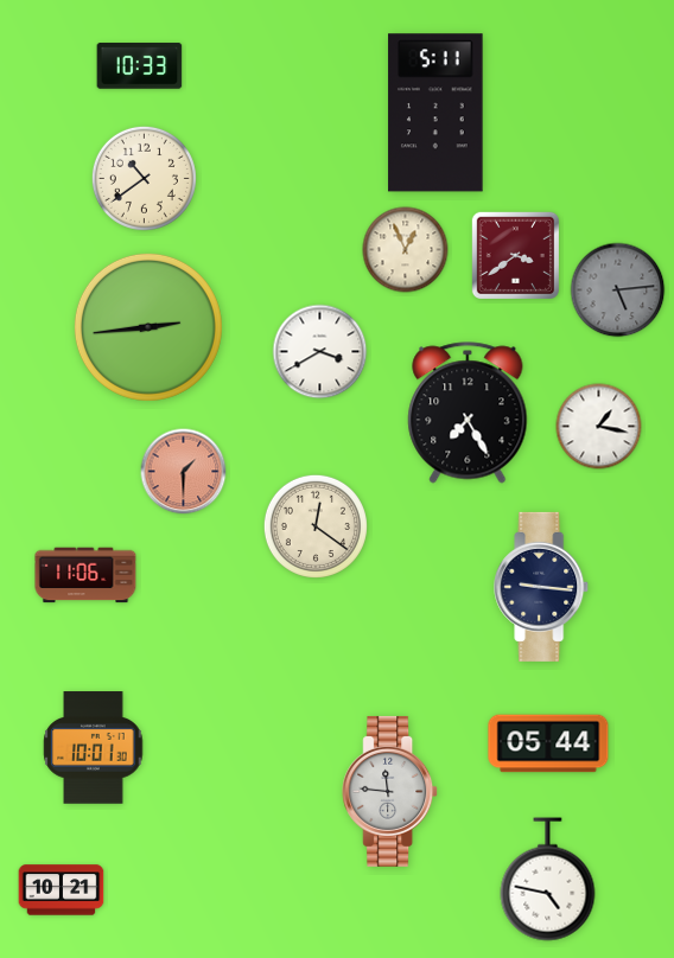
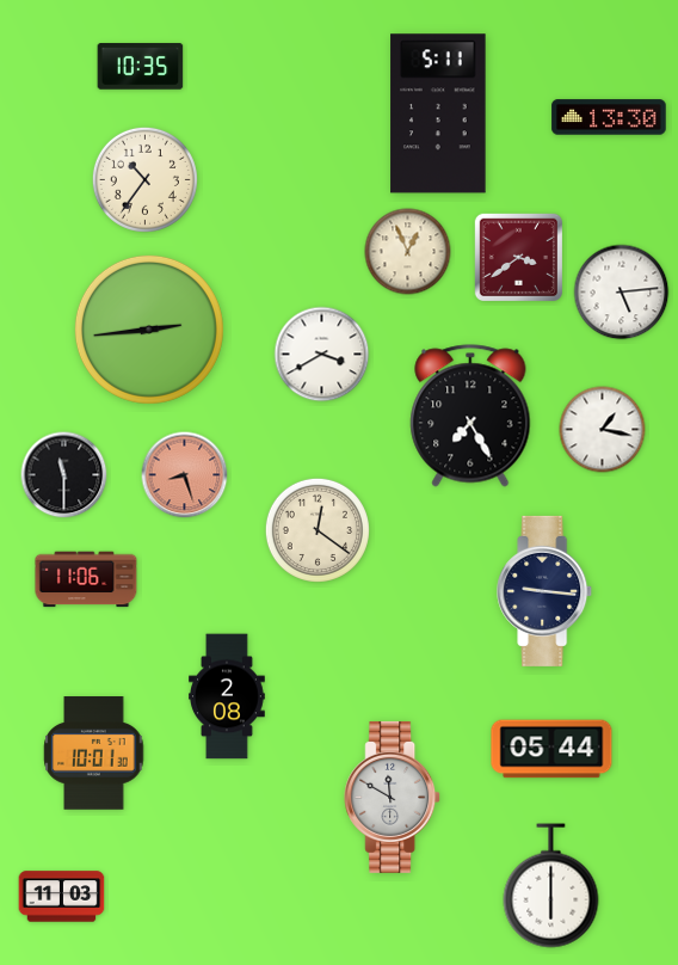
clock at (140, 66): 10:33 -> 10:35
clock at (609, 117): none -> 13:30
clock at (144, 178): 10:39 -> 10:36
clock at (618, 290) dial: grey -> white
clock at (64, 475): none -> 11:30
clock at (184, 472): 1:30 -> 8:27
clock at (228, 696): none -> 2:08
clock at (390, 791): 11:46 -> 11:50
clock at (548, 880): 4:47 -> 6:00
clock at (62, 890): 10:21 -> 11:03
